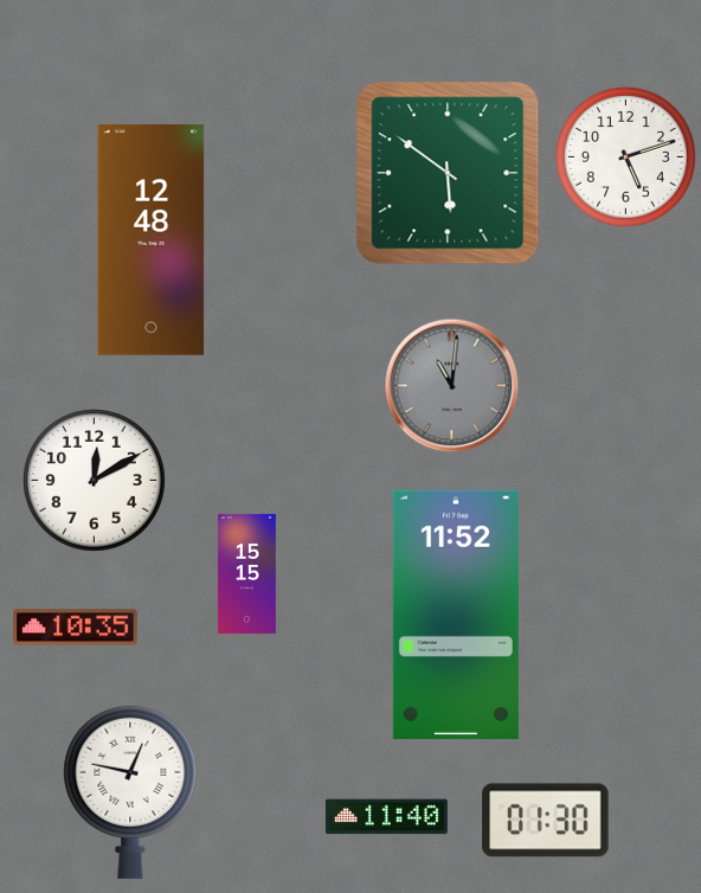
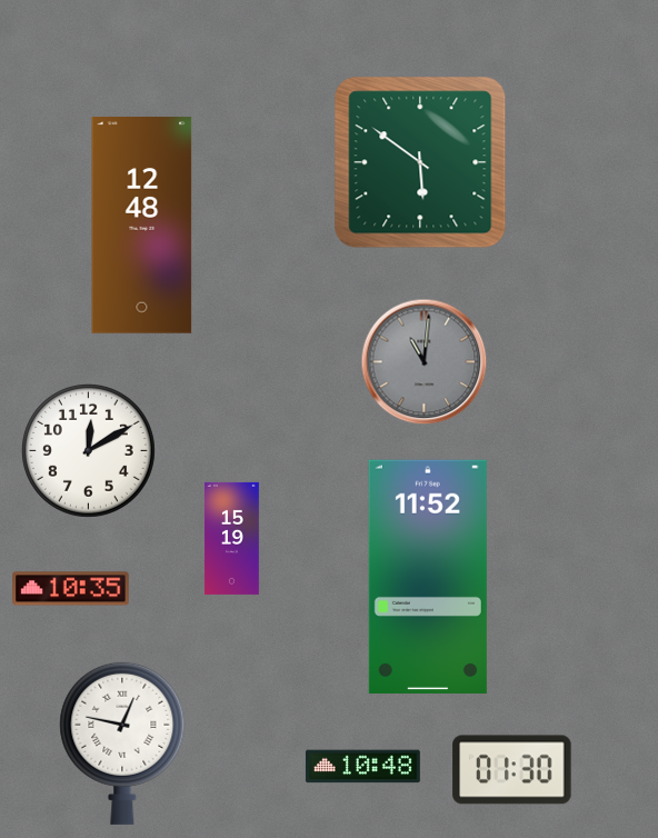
clock at (625, 156): 5:12 -> none
clock at (247, 573): 15:15 -> 15:19
clock at (386, 817): 11:40 -> 10:48
